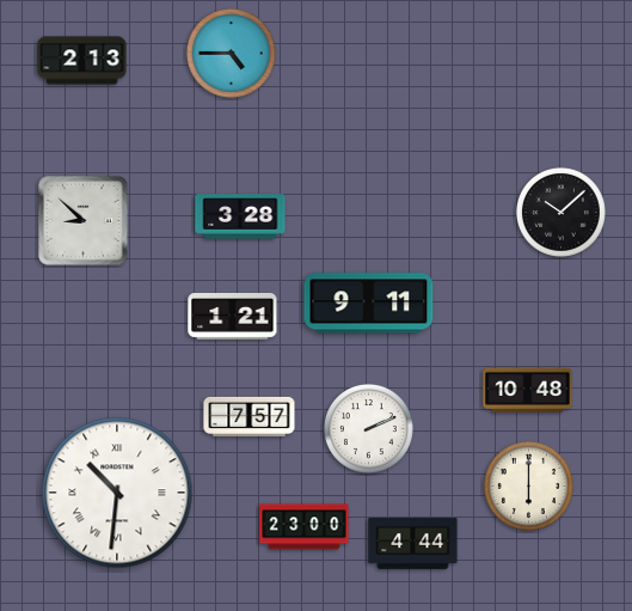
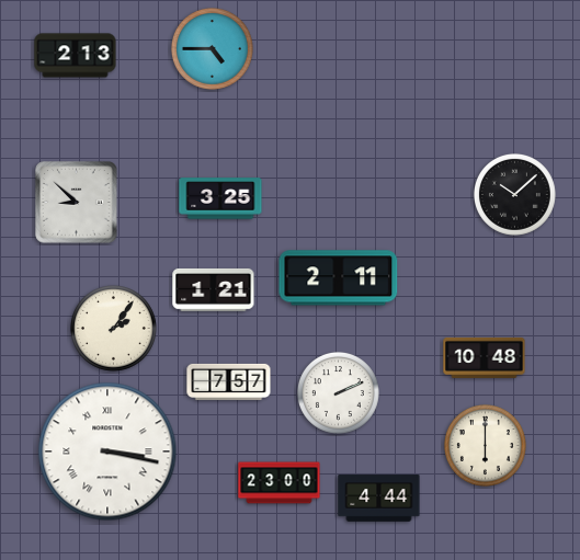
clock at (240, 216): 3:28 -> 3:25
clock at (369, 304): 9:11 -> 2:11
clock at (114, 329): none -> 2:06
clock at (117, 493): 10:31 -> 3:17
